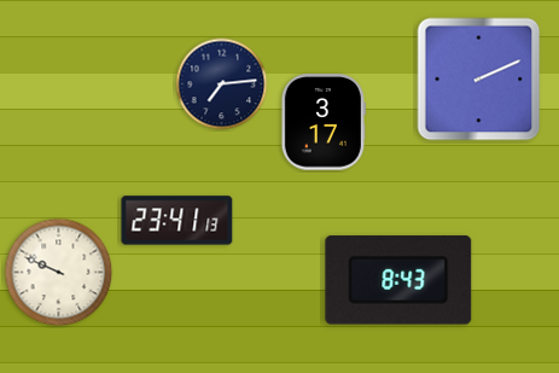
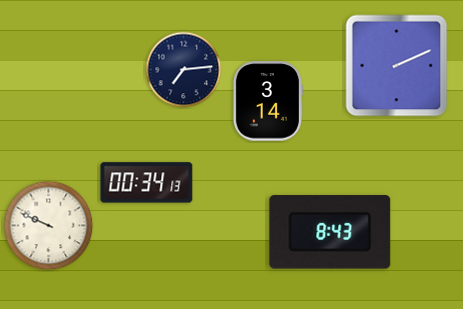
clock at (322, 122): 3:17 -> 3:14
clock at (177, 221): 23:41 -> 00:34
